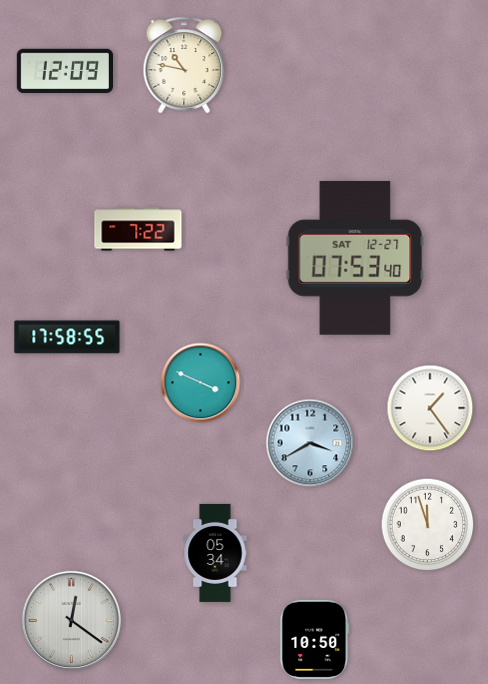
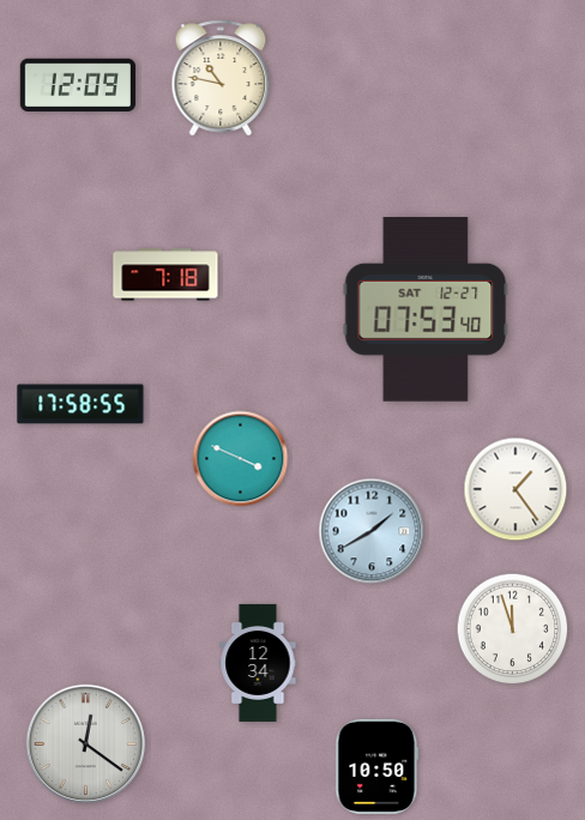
clock at (138, 229): 7:22 -> 7:18
clock at (310, 443): 3:40 -> 1:40
clock at (215, 553): 05:34 -> 12:34
